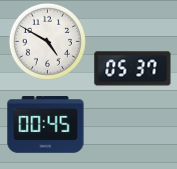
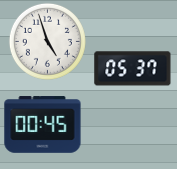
clock at (47, 41): 4:50 -> 4:57
clock at (46, 125) position: (46, 125) -> (43, 125)
